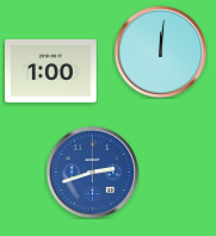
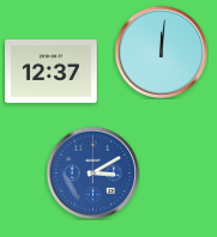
clock at (51, 70): 1:00 -> 12:37
clock at (92, 172): 2:42 -> 3:10
